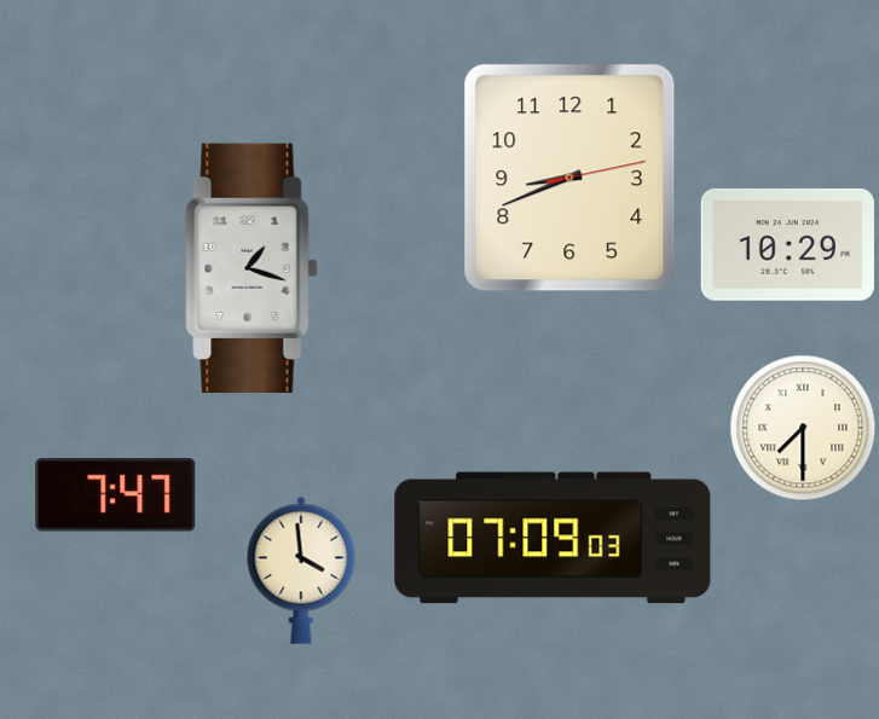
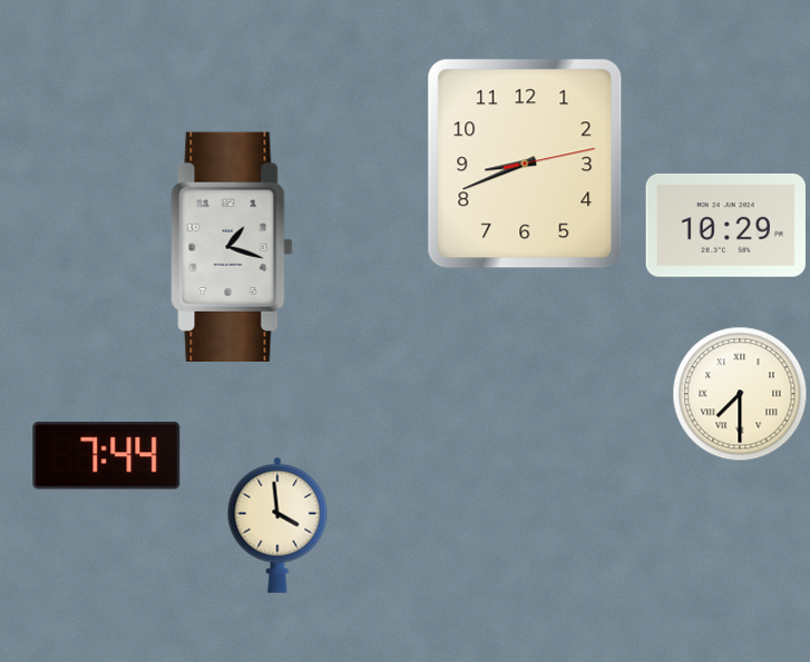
clock at (116, 495): 7:47 -> 7:44
clock at (553, 538): 07:09 -> none
